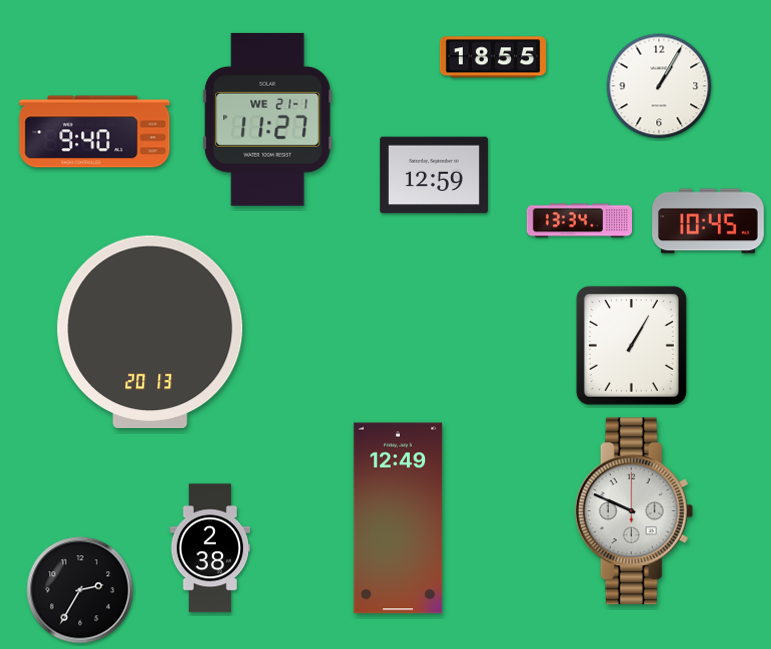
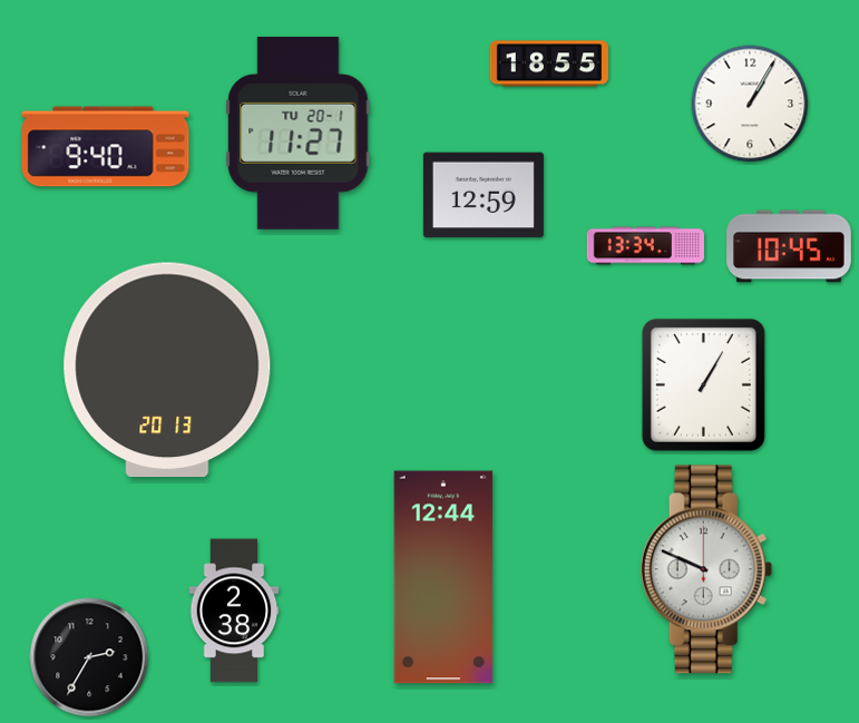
clock at (659, 86) position: (659, 86) -> (750, 104)
clock at (268, 119) date: WE 21-1 -> TU 20-1
clock at (398, 518): 12:49 -> 12:44
